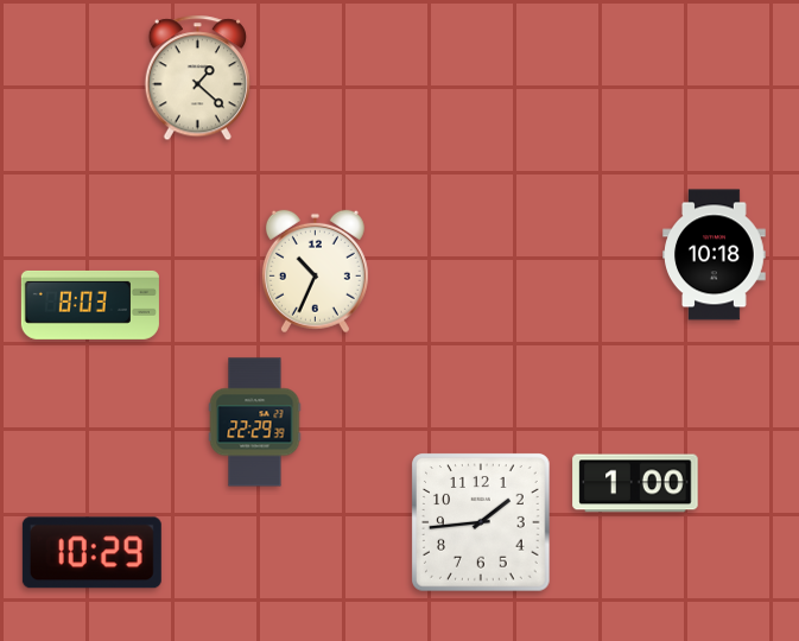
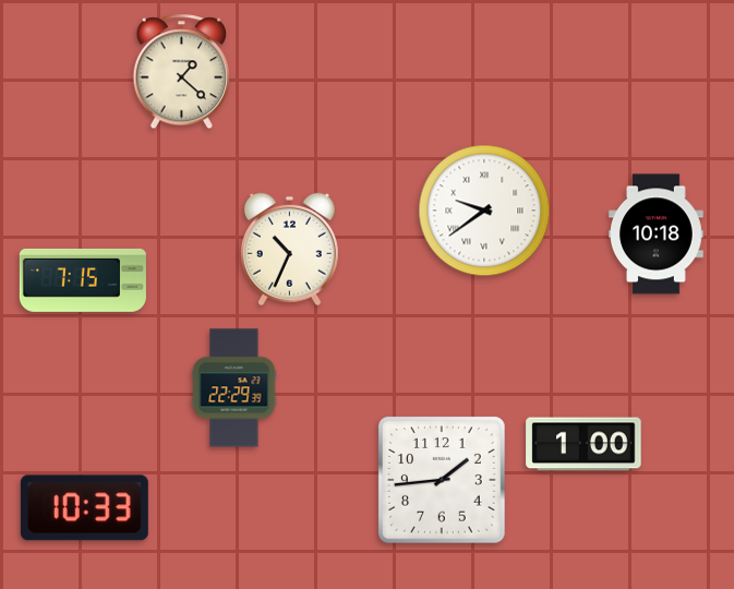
clock at (484, 211): none -> 9:39
clock at (90, 305): 8:03 -> 7:15
clock at (91, 553): 10:29 -> 10:33
